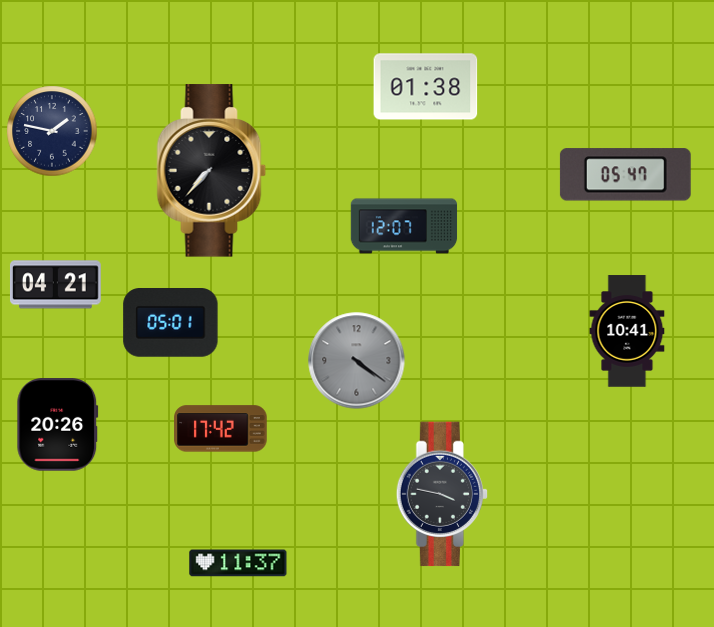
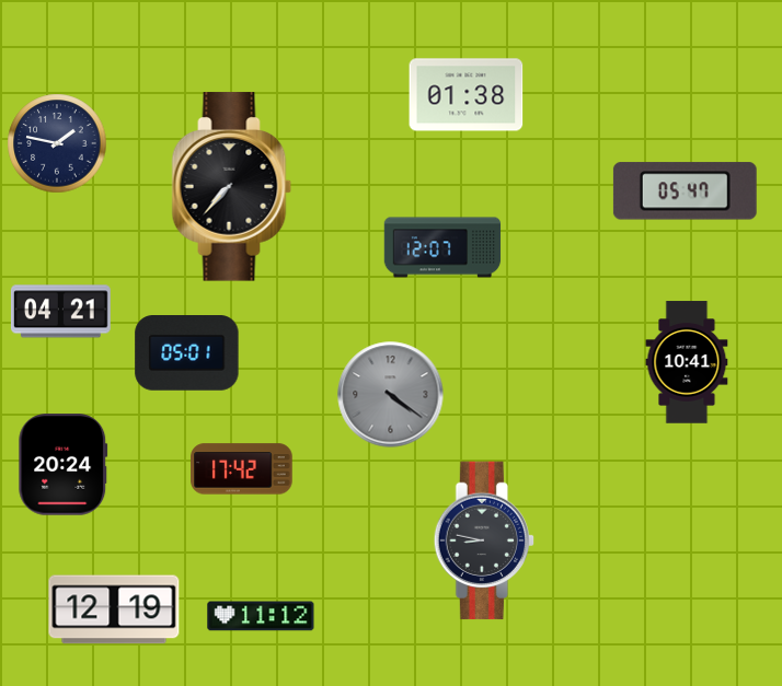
clock at (58, 425): 20:26 -> 20:24
clock at (442, 494): 3:47 -> 8:47
clock at (114, 609): none -> 12:19
clock at (238, 563): 11:37 -> 11:12
